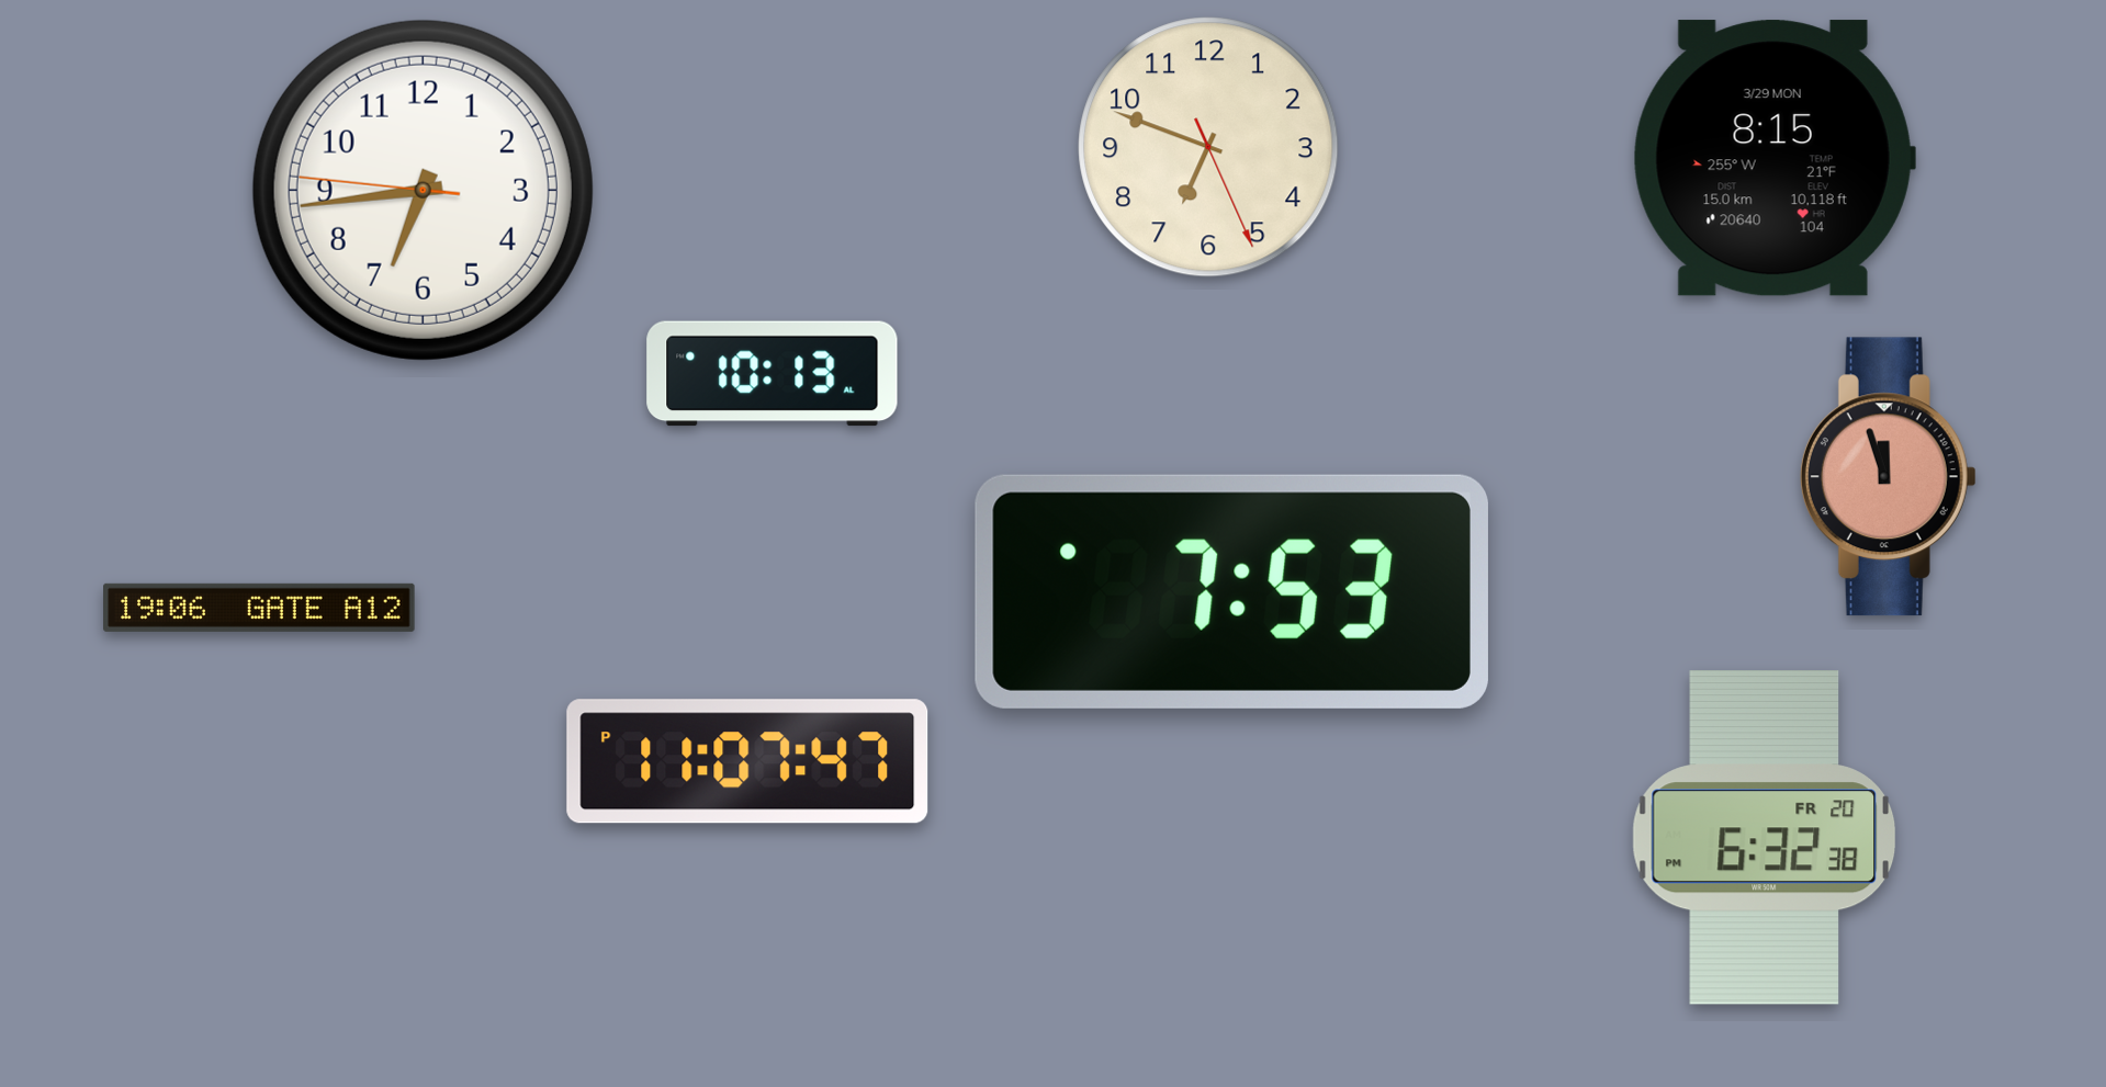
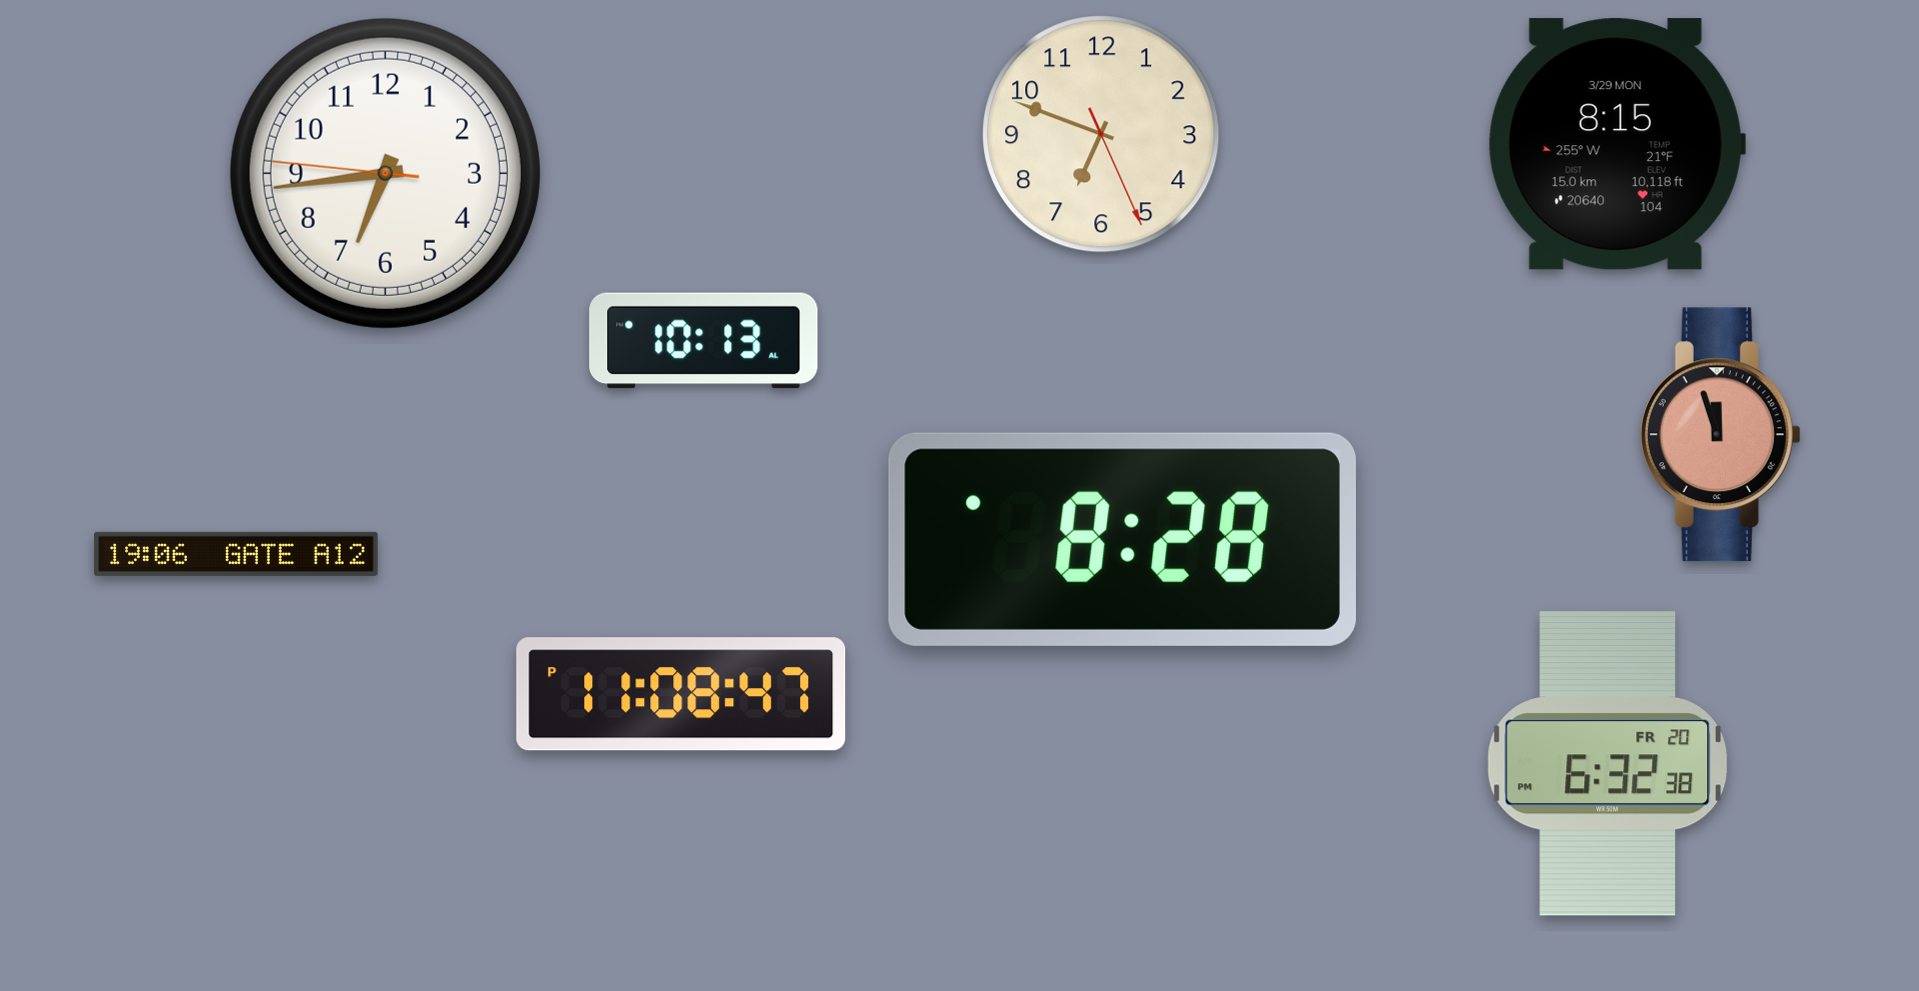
clock at (1231, 591): 7:53 -> 8:28
clock at (747, 761): 11:07 -> 11:08
